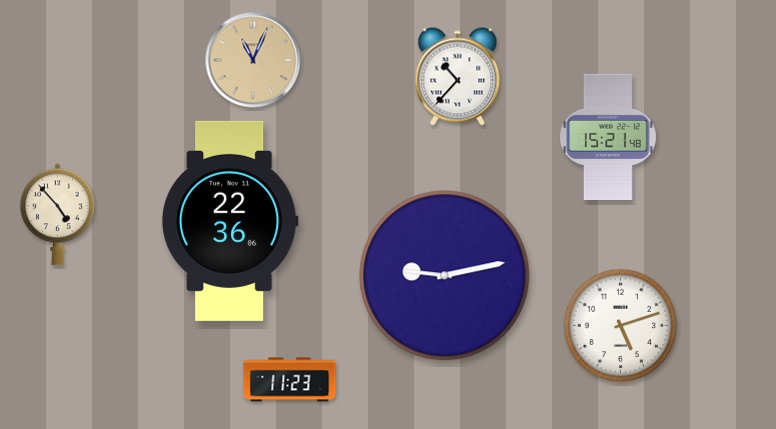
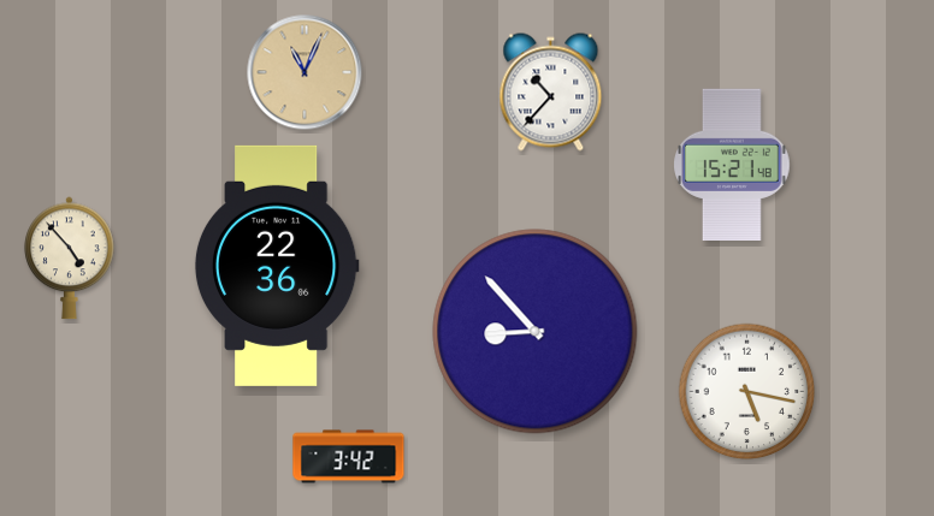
clock at (445, 276): 9:13 -> 8:53
clock at (621, 326): 5:12 -> 5:17
clock at (290, 380): 11:23 -> 3:42
